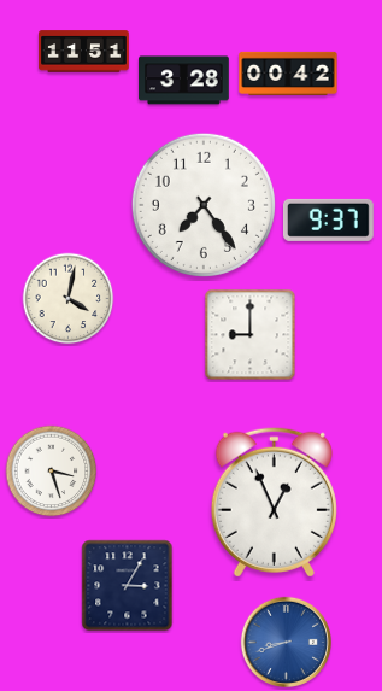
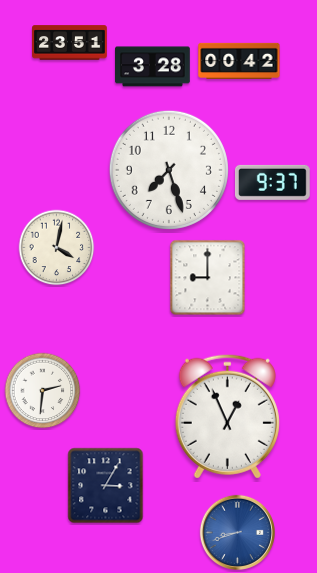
clock at (84, 52): 11:51 -> 23:51
clock at (204, 205): 7:24 -> 7:27
clock at (52, 472): 3:27 -> 2:31
